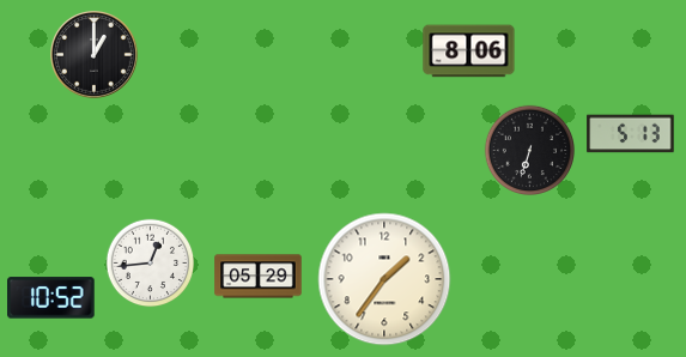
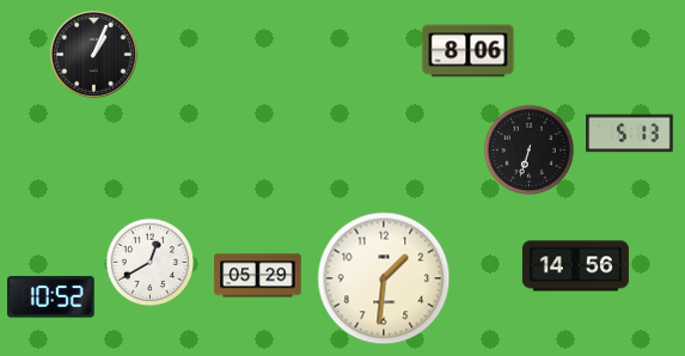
clock at (95, 55): 1:00 -> 1:04
clock at (151, 264): 12:44 -> 12:40
clock at (575, 266): none -> 14:56
clock at (384, 279): 1:36 -> 1:31
